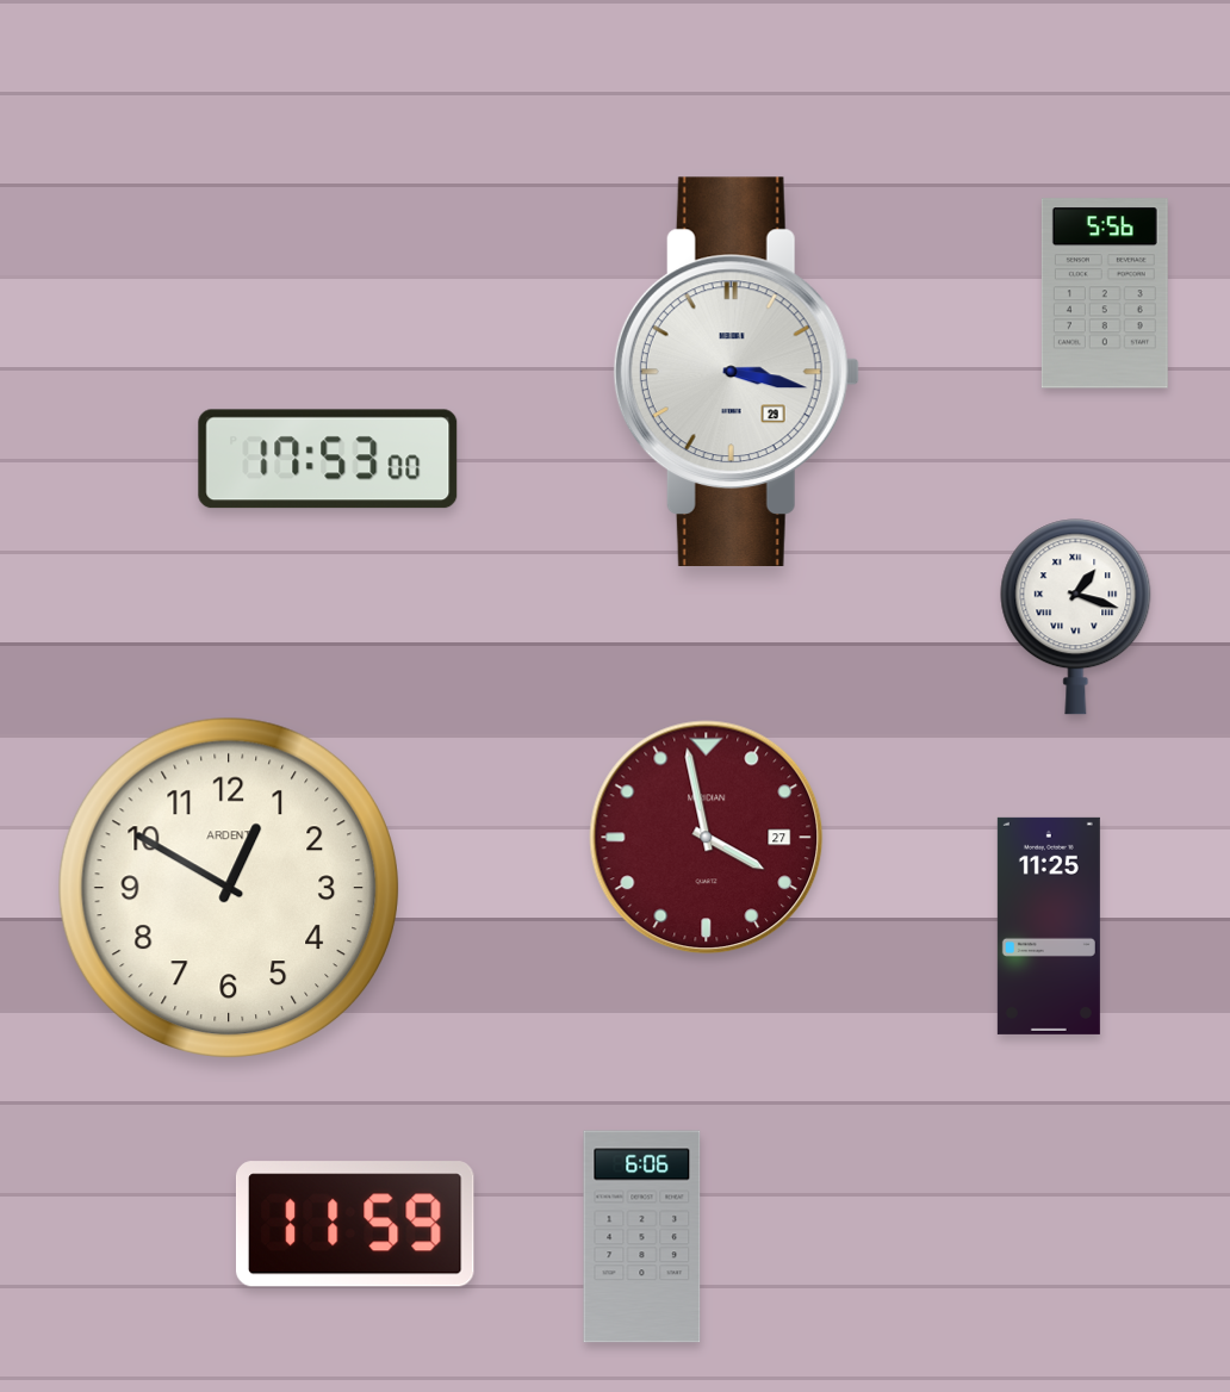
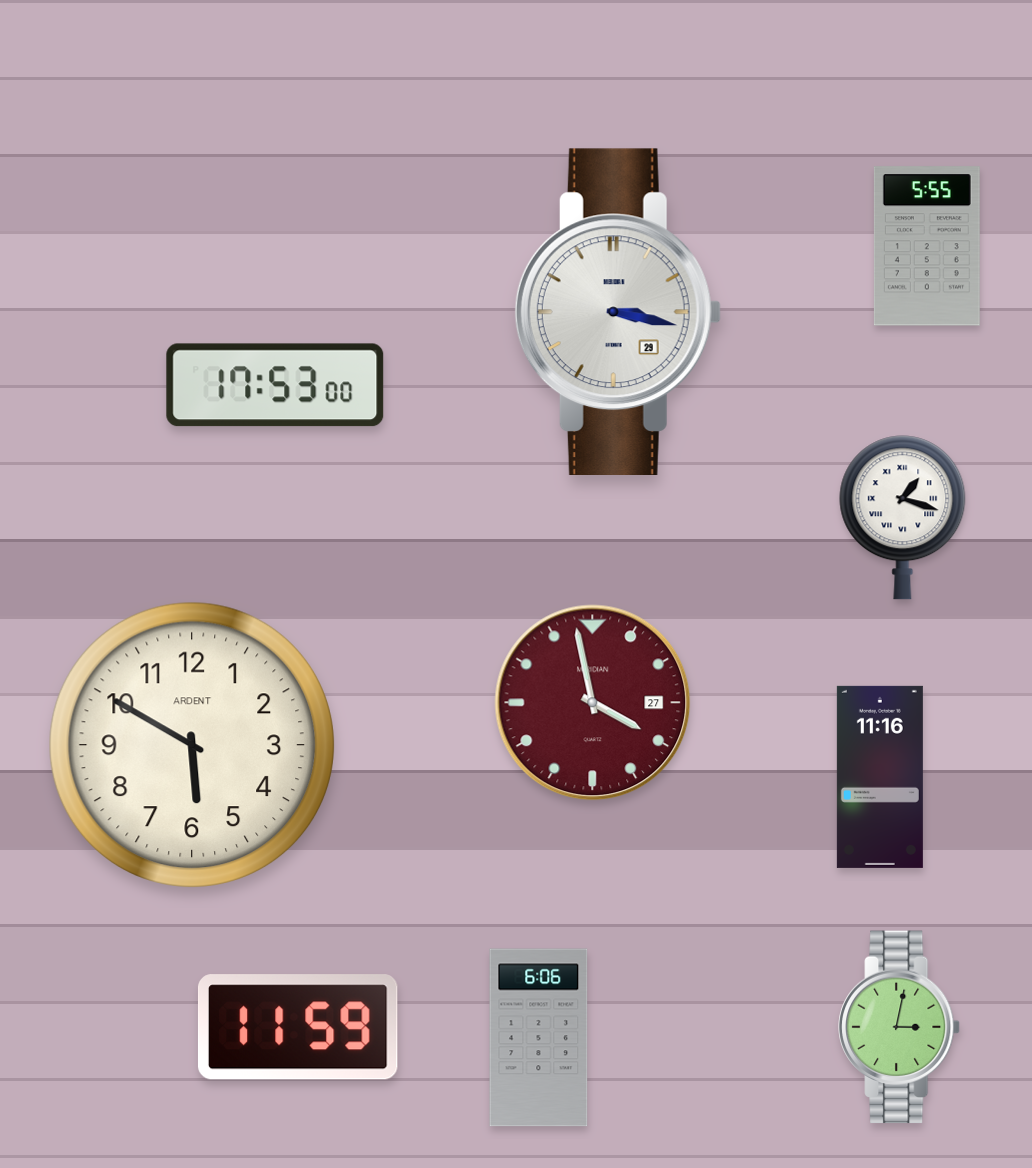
clock at (1105, 293): 5:56 -> 5:55
clock at (228, 887): 12:50 -> 5:50
clock at (1049, 926): 11:25 -> 11:16
clock at (899, 1027): none -> 3:02
